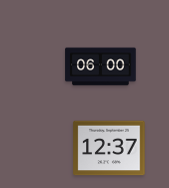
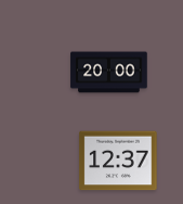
clock at (101, 67): 06:00 -> 20:00
